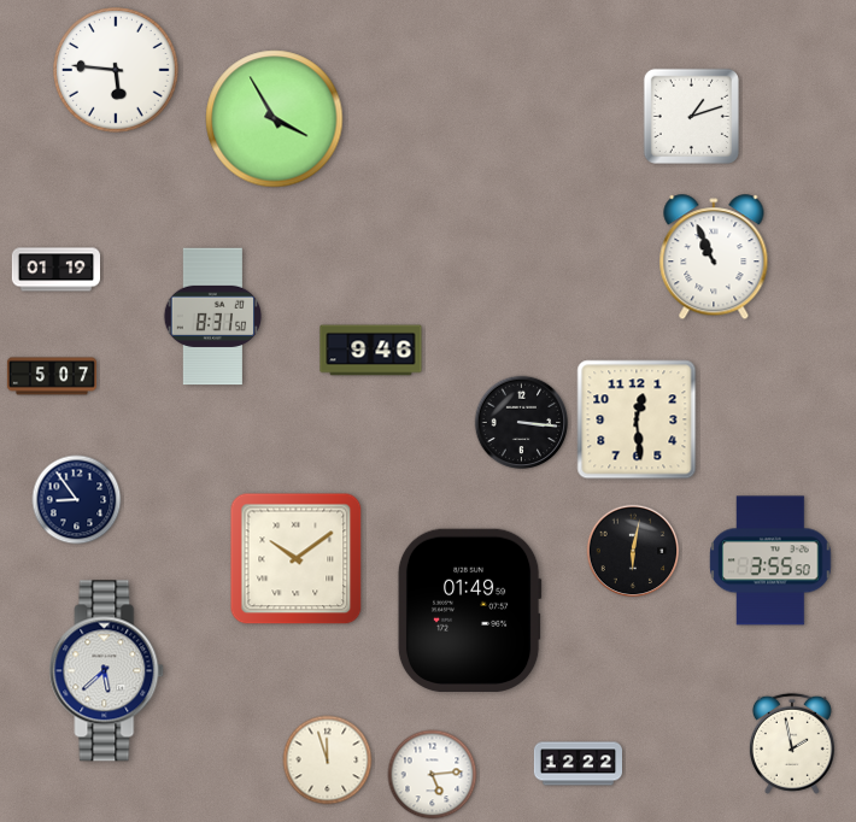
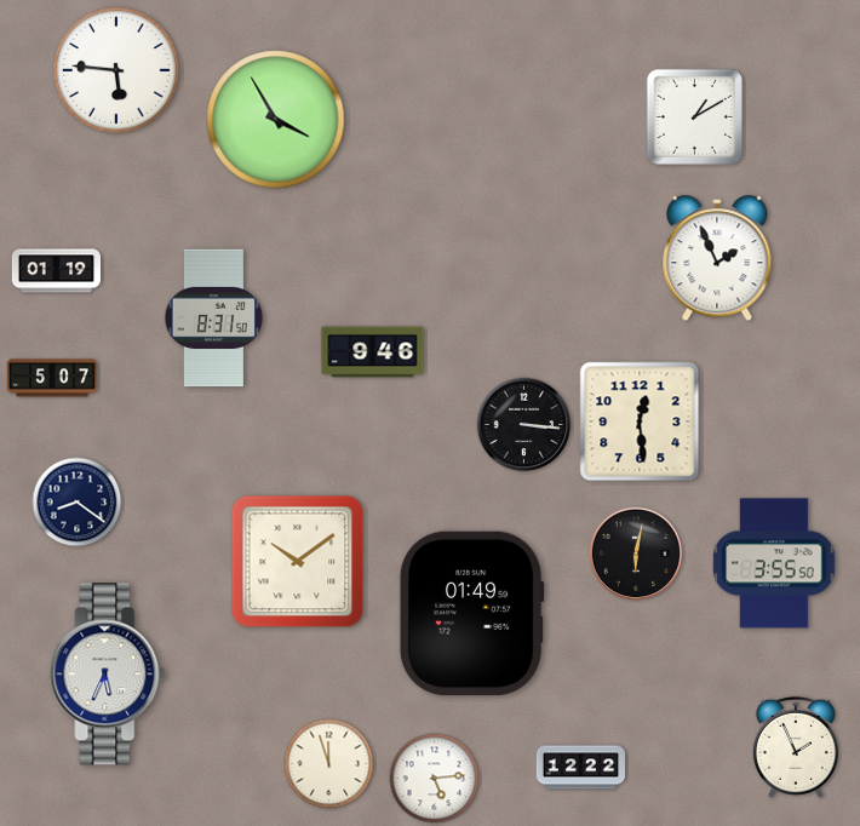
clock at (691, 116): 1:12 -> 1:10
clock at (714, 258): 10:56 -> 1:56
clock at (77, 500): 8:54 -> 8:21
clock at (107, 671): 5:38 -> 5:34
clock at (792, 744): 1:58 -> 1:56
